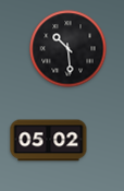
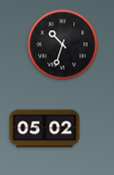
clock at (69, 49): 10:29 -> 10:33
